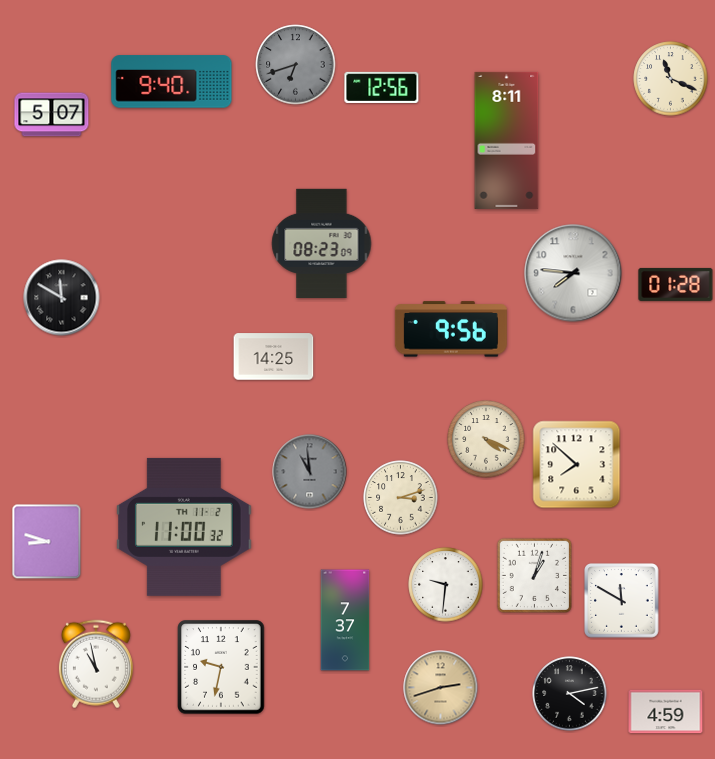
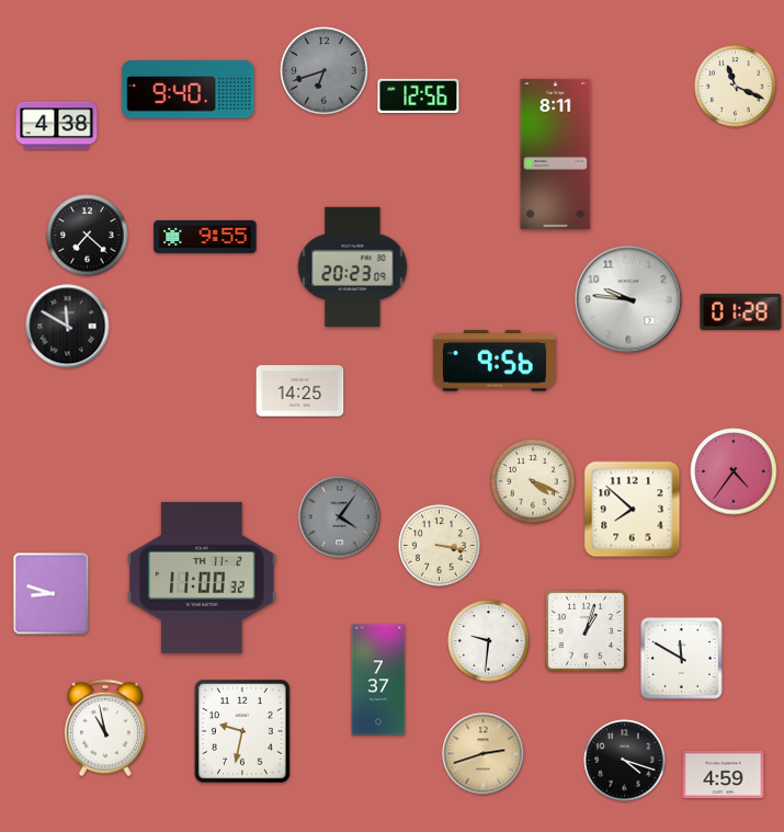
clock at (52, 115): 5:07 -> 4:38
clock at (88, 236): none -> 7:22
clock at (205, 237): none -> 9:55
clock at (322, 243): 08:23 -> 20:23
clock at (573, 273): 7:46 -> 9:46
clock at (734, 471): none -> 4:36
clock at (310, 472): 10:59 -> 4:06
clock at (401, 498): 3:12 -> 3:17
clock at (570, 694): 4:13 -> 4:18
clock at (666, 712) position: (666, 712) -> (724, 775)
